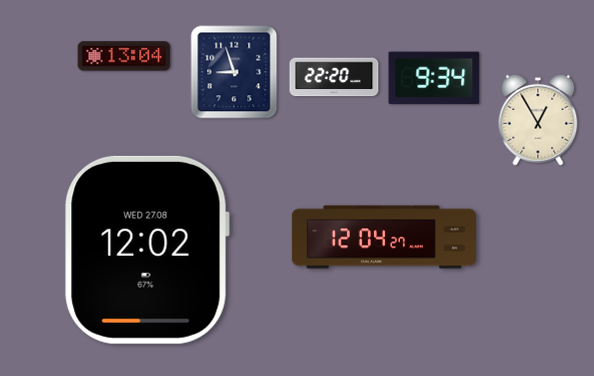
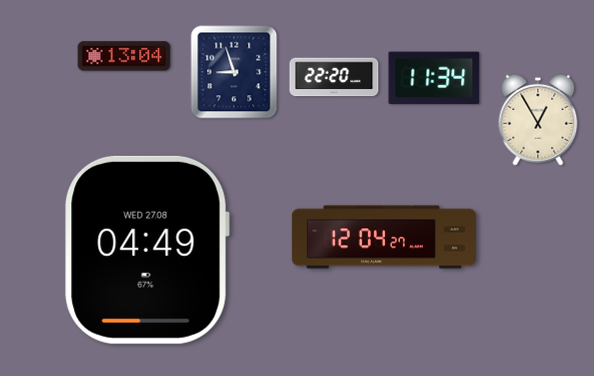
clock at (434, 78): 9:34 -> 11:34
clock at (147, 250): 12:02 -> 04:49
